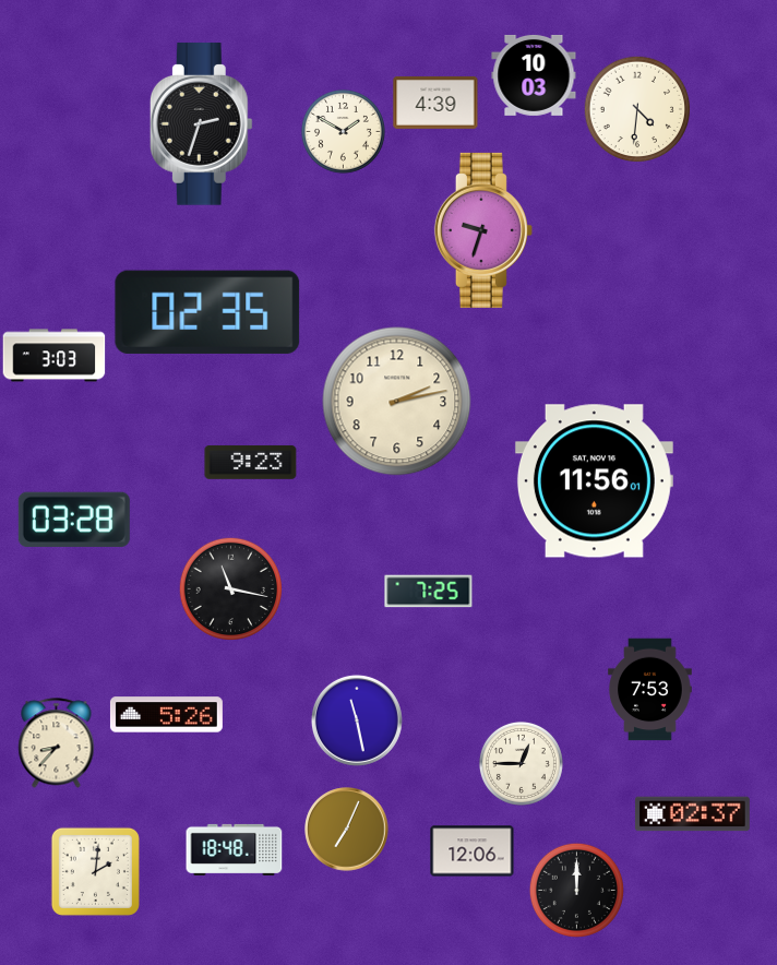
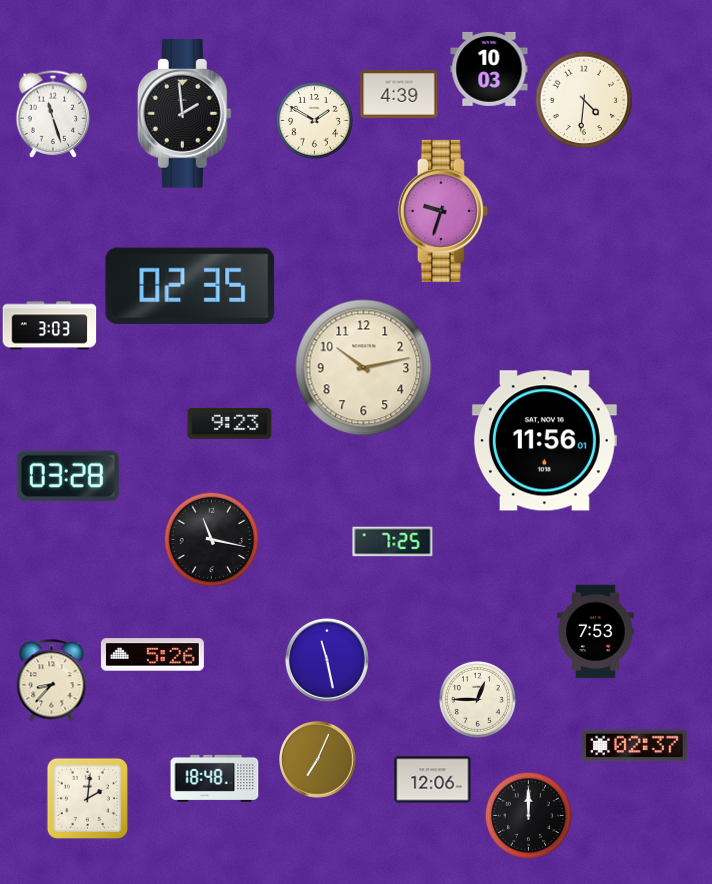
clock at (53, 114): none -> 11:27
clock at (201, 124): 2:33 -> 1:59
clock at (397, 402): 2:13 -> 10:13
